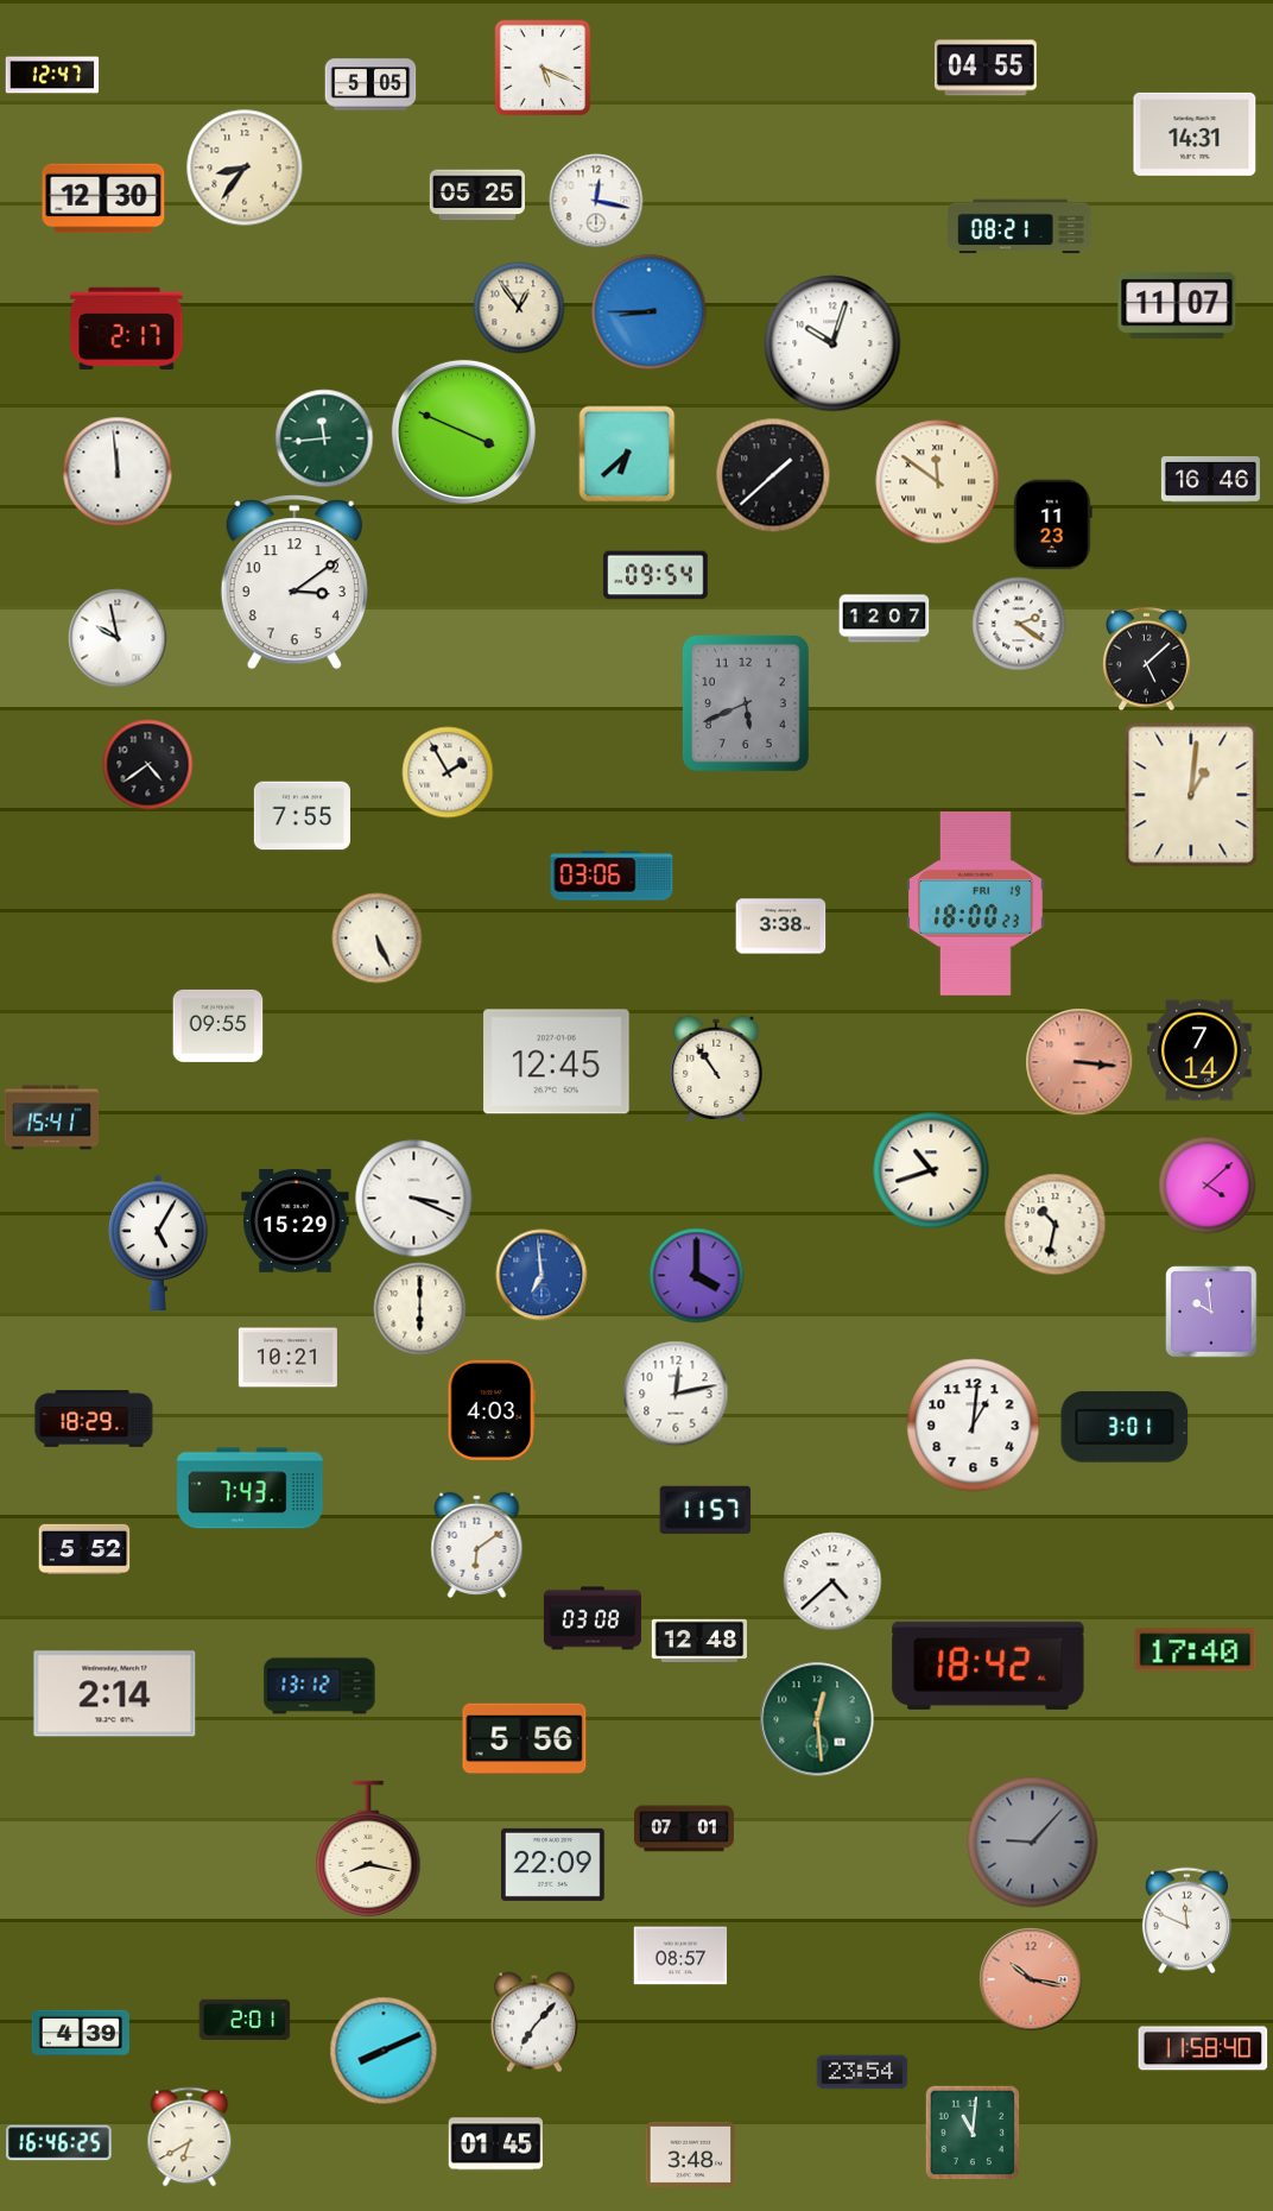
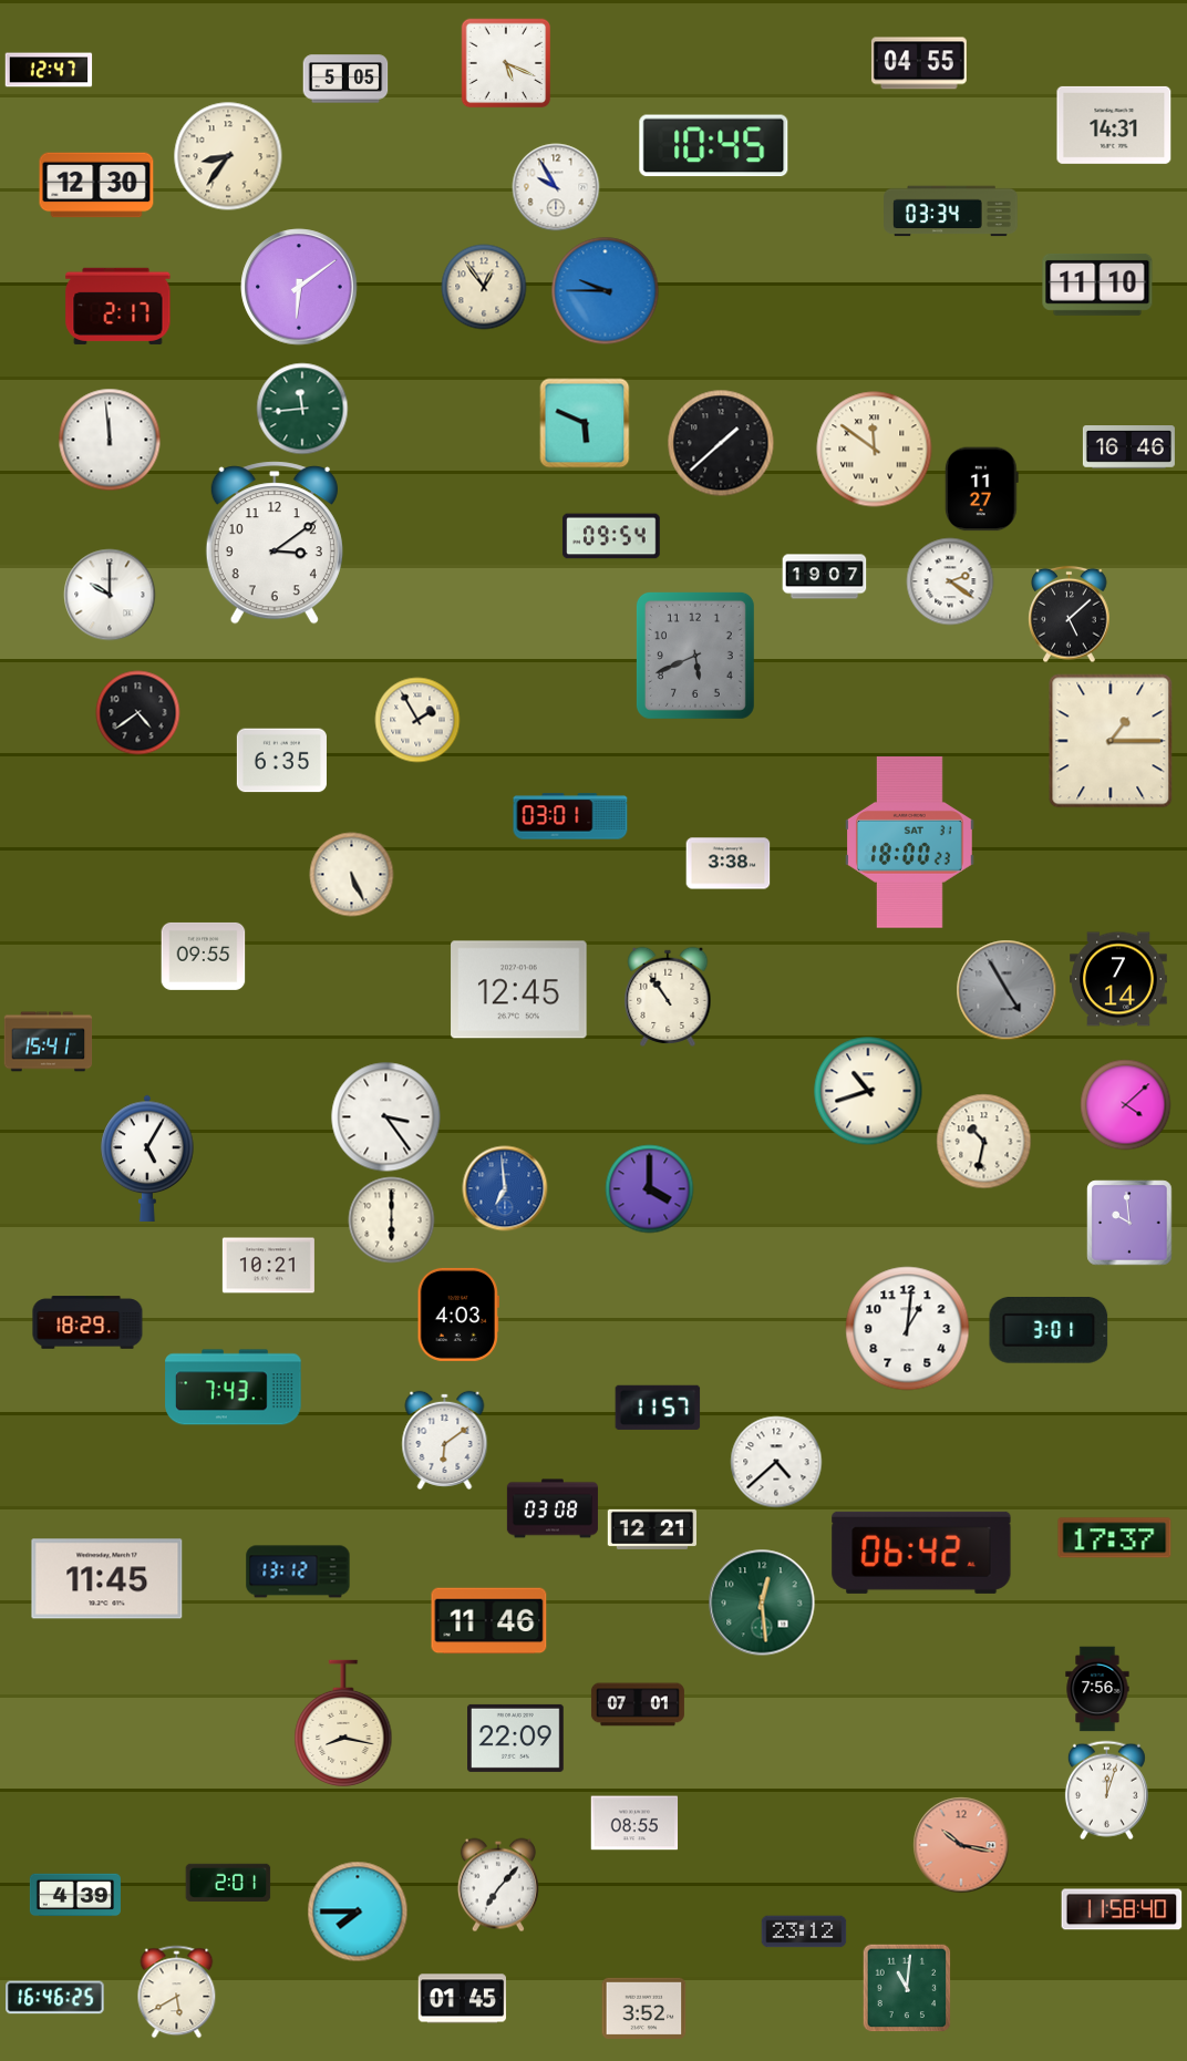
clock at (714, 146): none -> 10:45
clock at (476, 195): 05:25 -> none
clock at (596, 201): 12:17 -> 9:55
clock at (1020, 227): 08:21 -> 03:34
clock at (1177, 305): 11:07 -> 11:10
clock at (299, 287): none -> 6:09
clock at (650, 312): 8:45 -> 9:45
clock at (832, 343): 10:03 -> none
clock at (463, 431): 3:49 -> none
clock at (627, 454): 6:38 -> 5:49
clock at (1052, 525): 11:23 -> 11:27
clock at (885, 619): 12:07 -> 19:07
clock at (118, 638): 9:58 -> 10:00
clock at (1191, 795): 1:01 -> 1:15
clock at (302, 816): 7:55 -> 6:35
clock at (612, 876): 03:06 -> 03:01
clock at (976, 904) date: FRI 19 -> SAT 31
clock at (1079, 1062): 3:16 -> 4:55
clock at (1079, 1062) dial: salmon -> grey
clock at (414, 1199): 3:19 -> 3:24
clock at (296, 1220): 15:29 -> none
clock at (676, 1394): 12:13 -> none
clock at (84, 1549): 5:52 -> none
clock at (832, 1581) position: (832, 1581) -> (776, 1462)
clock at (698, 1641): 12:48 -> 12:21
clock at (1196, 1650): 17:40 -> 17:37
clock at (988, 1666): 18:42 -> 06:42
clock at (115, 1694): 2:14 -> 11:45
clock at (525, 1739): 5:56 -> 11:46
clock at (1097, 1689): none -> 7:56
clock at (1033, 1843): 9:07 -> none
clock at (1186, 1921): 11:49 -> 12:03
clock at (680, 1956): 08:57 -> 08:55
clock at (384, 2051): 8:11 -> 7:45
clock at (862, 2072): 23:54 -> 23:12
clock at (190, 2137): 6:40 -> 5:40
clock at (691, 2154): 3:48 -> 3:52
